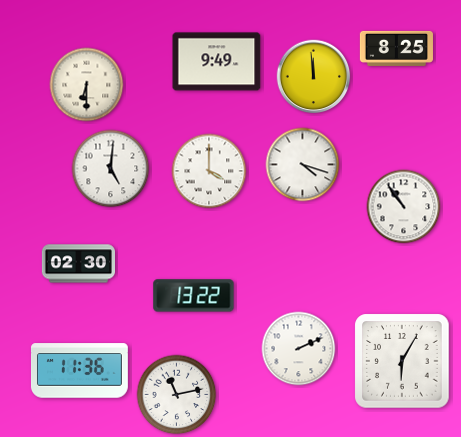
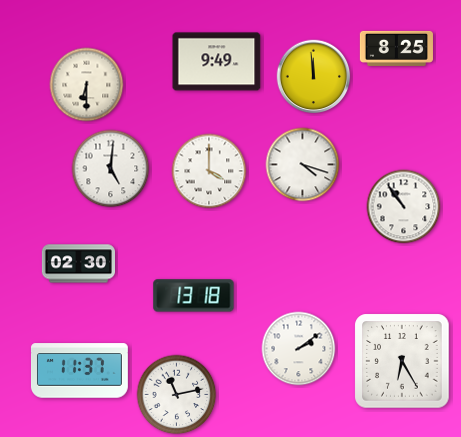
clock at (194, 296): 13:22 -> 13:18
clock at (299, 349): 2:11 -> 2:09
clock at (402, 361): 6:05 -> 6:25
clock at (80, 371): 11:36 -> 11:37
